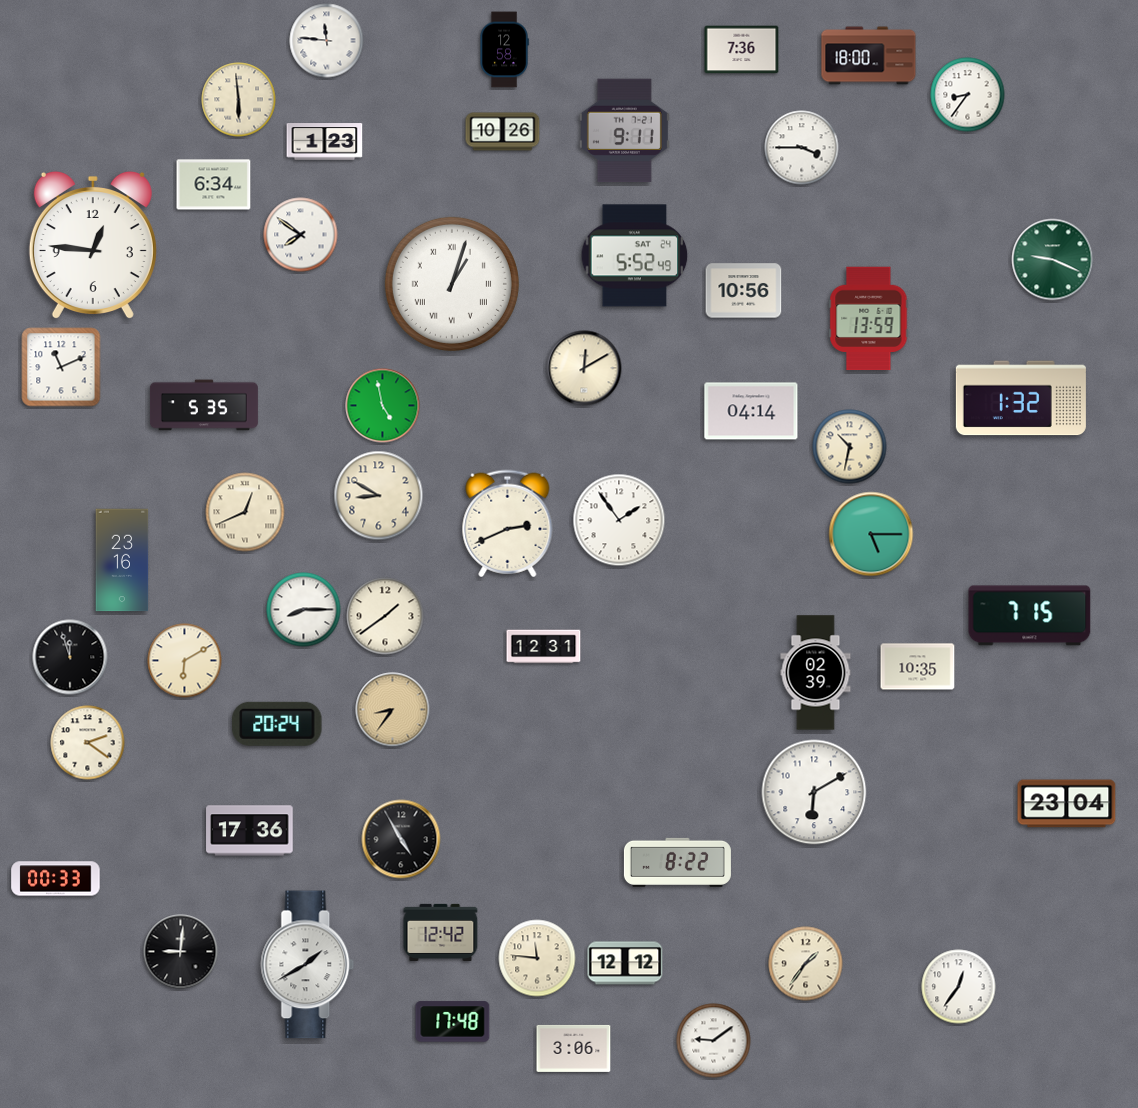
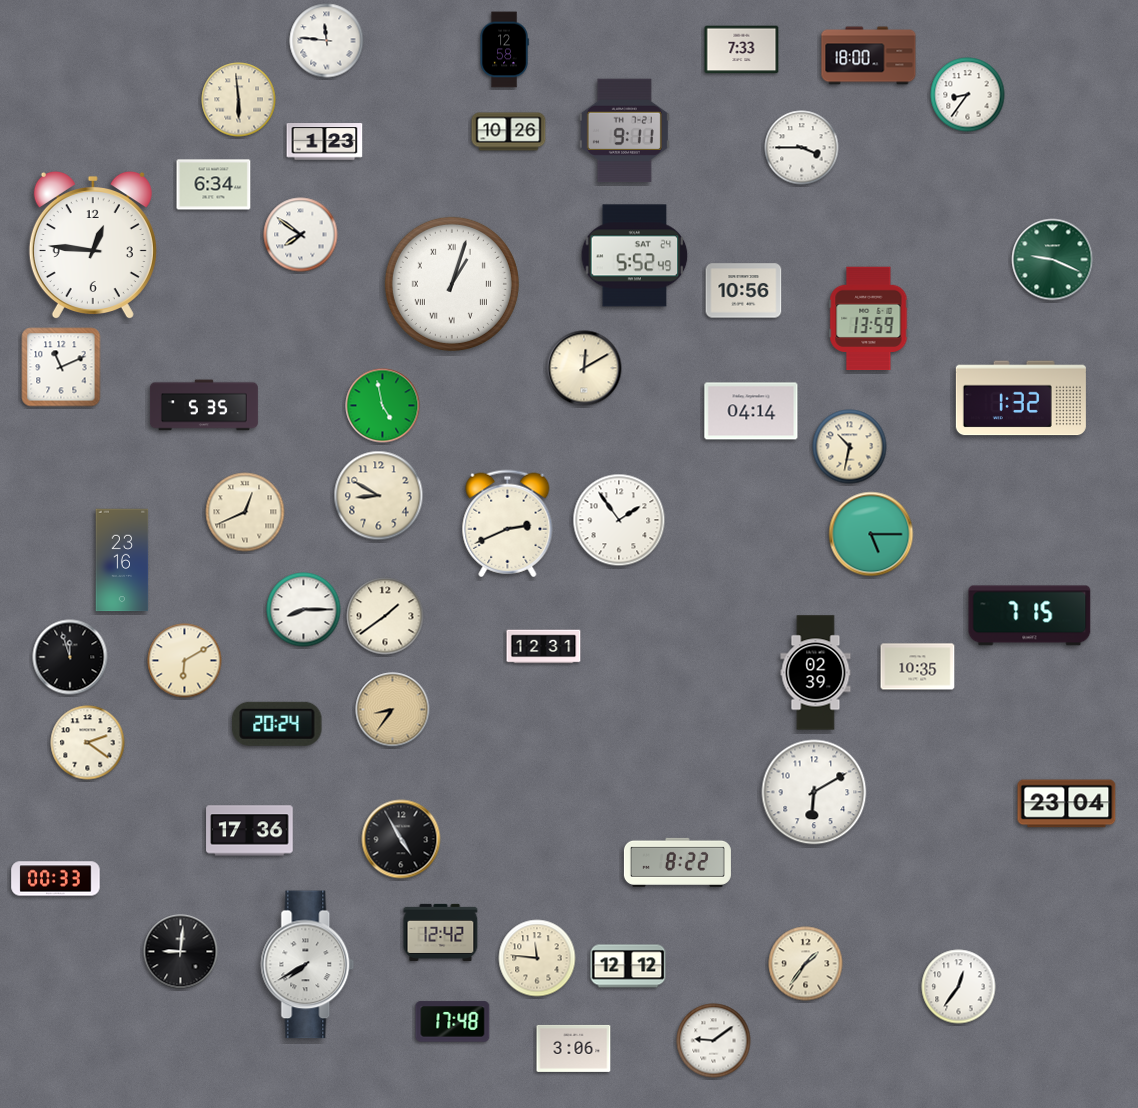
clock at (742, 50): 7:36 -> 7:33
clock at (503, 132) position: (503, 132) -> (509, 132)
clock at (625, 963) position: (625, 963) -> (628, 966)
clock at (308, 965): 1:40 -> 7:40
